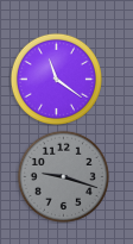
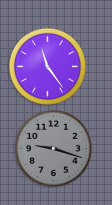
clock at (56, 79): 11:21 -> 11:24
